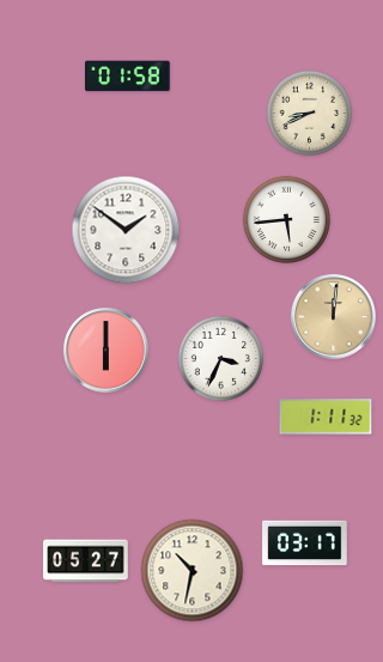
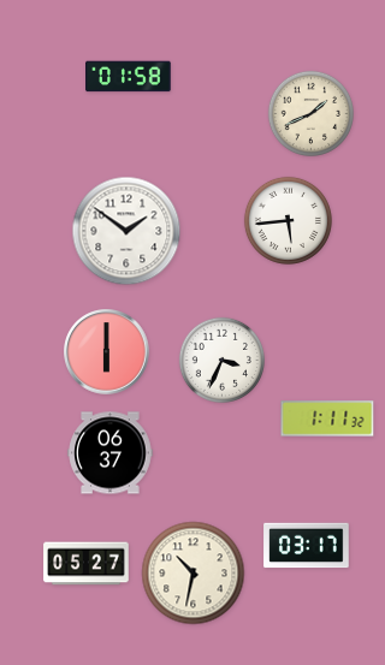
clock at (309, 113): 8:41 -> 1:41
clock at (334, 317): 12:01 -> none
clock at (111, 453): none -> 06:37
